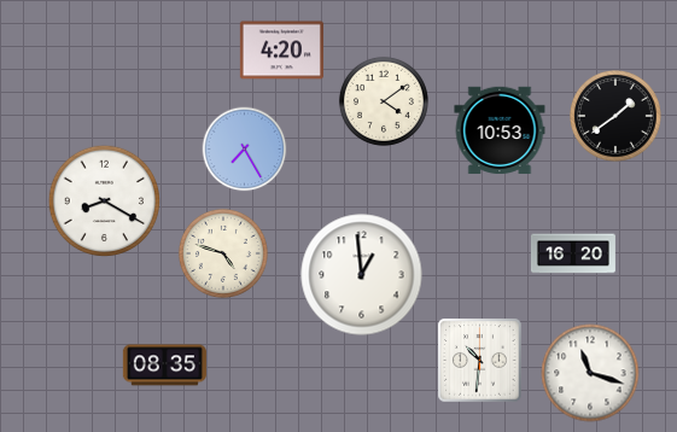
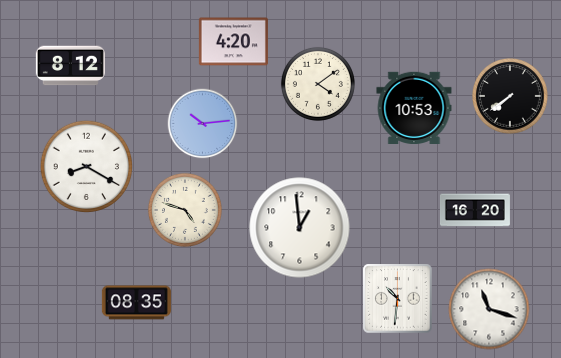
clock at (70, 66): none -> 8:12
clock at (615, 116): 1:39 -> 7:39
clock at (245, 150): 7:25 -> 10:14
